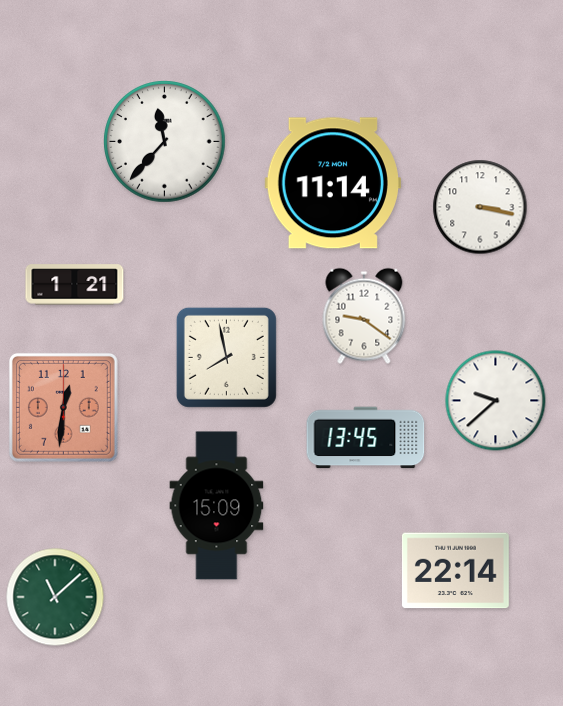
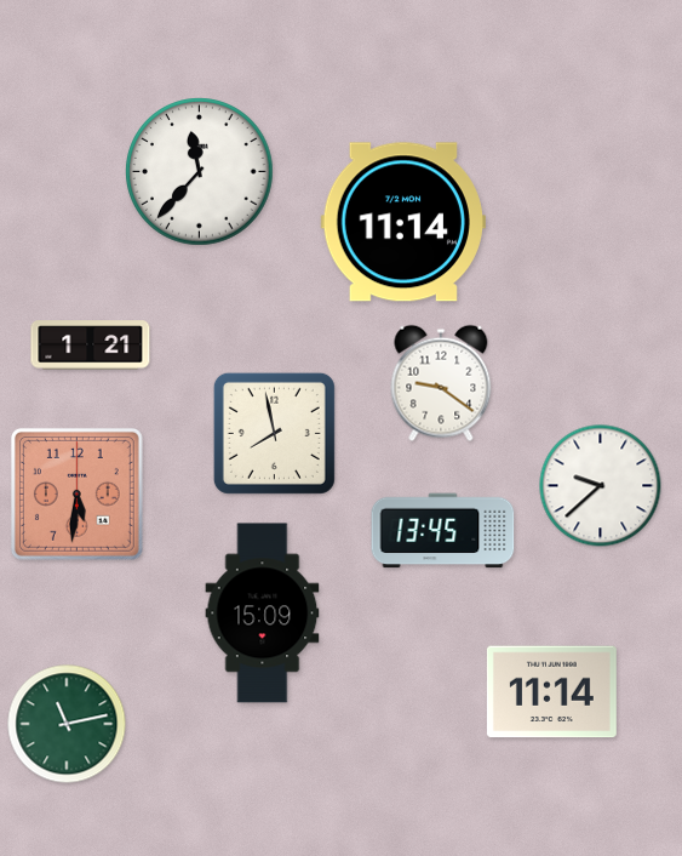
clock at (480, 207): 3:17 -> none
clock at (63, 407): 12:31 -> 5:31
clock at (455, 571): 22:14 -> 11:14
clock at (55, 597): 11:08 -> 11:13
